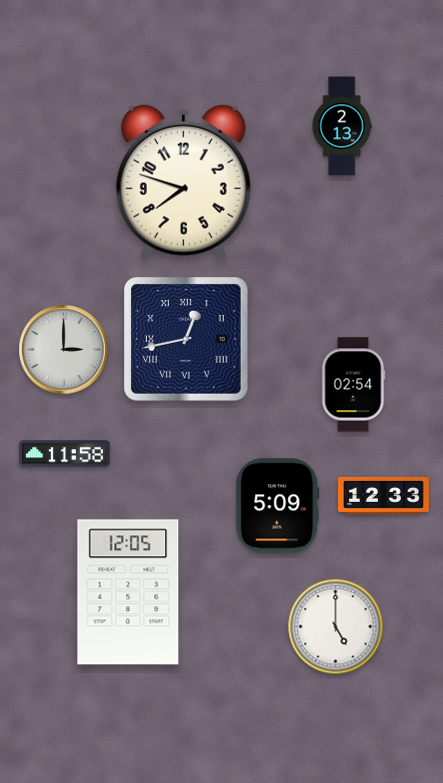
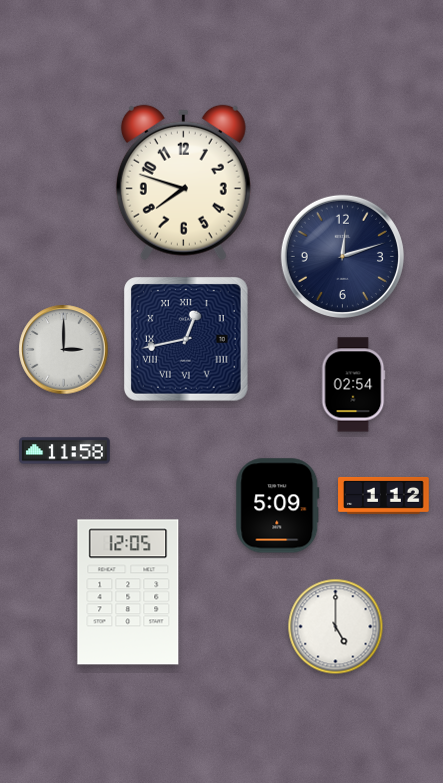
clock at (342, 126): 2:13 -> none
clock at (342, 256): none -> 12:12
clock at (65, 454) position: (65, 454) -> (65, 451)
clock at (384, 496): 12:33 -> 1:12
